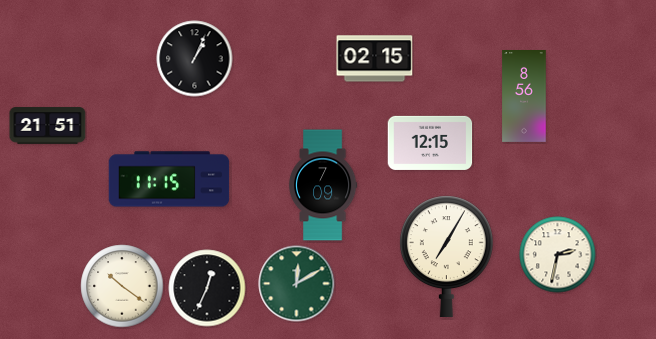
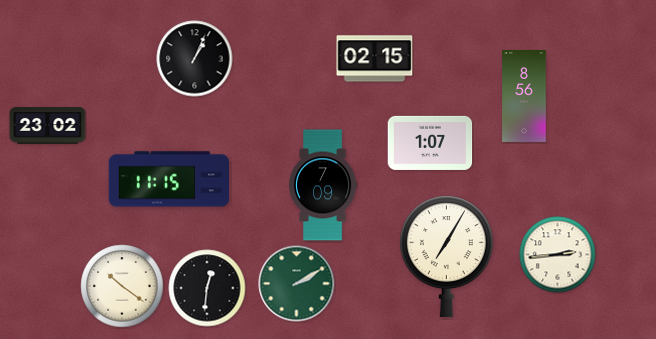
clock at (48, 126): 21:51 -> 23:02
clock at (430, 143): 12:15 -> 1:07
clock at (558, 255): 2:32 -> 2:44
clock at (297, 284): 12:10 -> 2:10
clock at (207, 288): 12:34 -> 12:31
